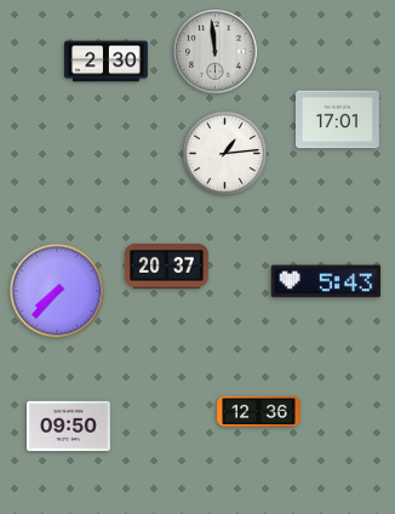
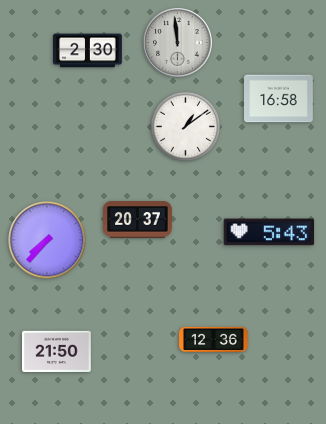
clock at (338, 120): 17:01 -> 16:58
clock at (224, 153): 1:14 -> 1:09
clock at (69, 426): 09:50 -> 21:50
